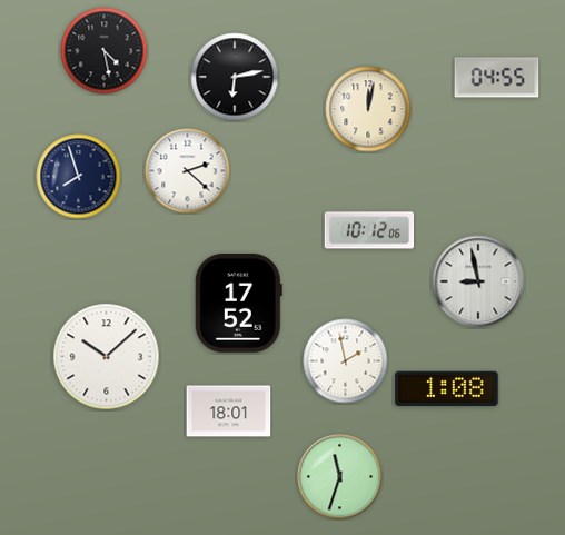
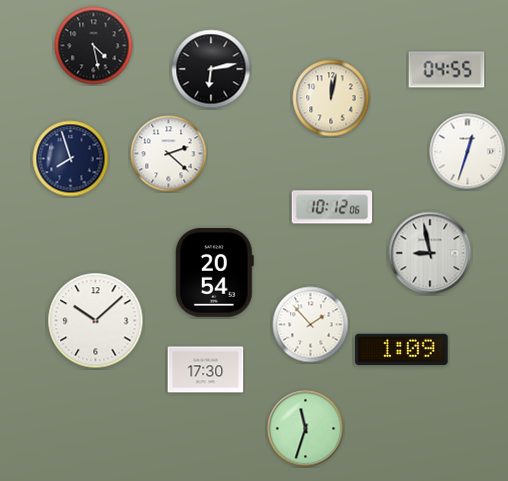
clock at (468, 152): none -> 12:33
clock at (238, 304): 17:52 -> 20:54
clock at (346, 361): 1:58 -> 1:53
clock at (447, 389): 1:08 -> 1:09
clock at (229, 412): 18:01 -> 17:30
